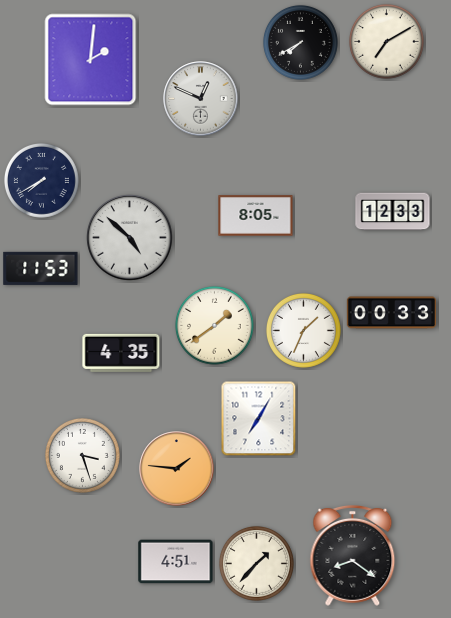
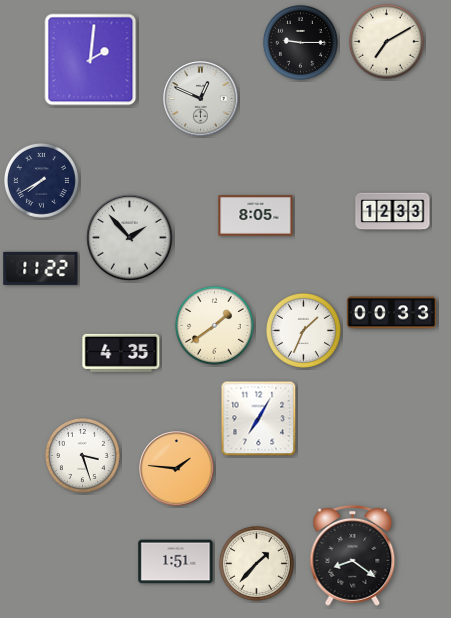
clock at (300, 42): 7:40 -> 9:15
clock at (130, 238): 4:52 -> 1:53
clock at (41, 268): 11:53 -> 11:22
clock at (176, 562): 4:51 -> 1:51
